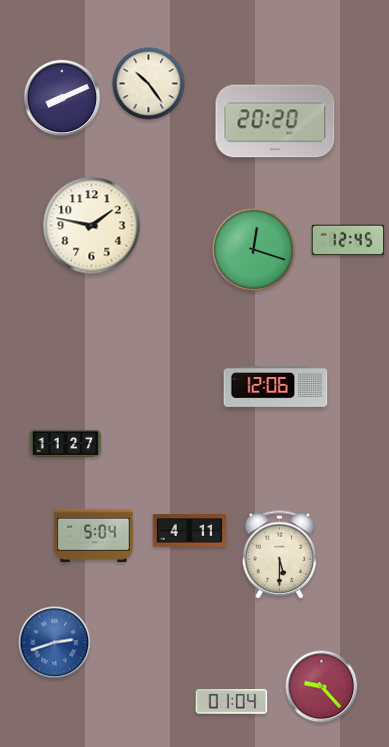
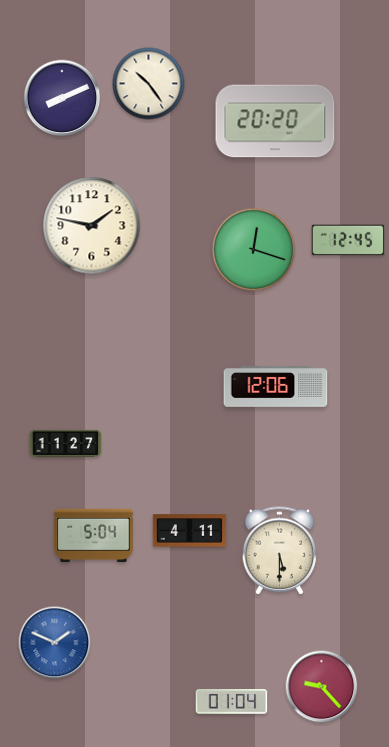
clock at (280, 555) position: (280, 555) -> (280, 551)
clock at (55, 643): 2:42 -> 1:49
